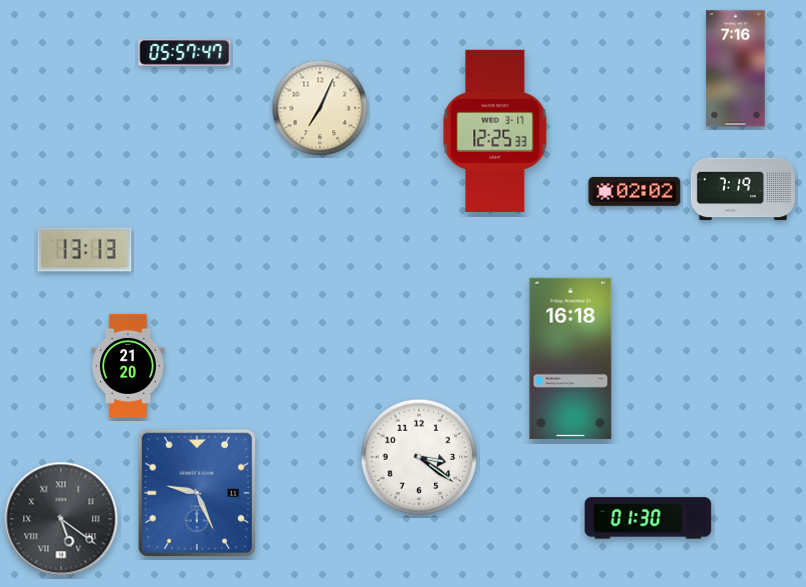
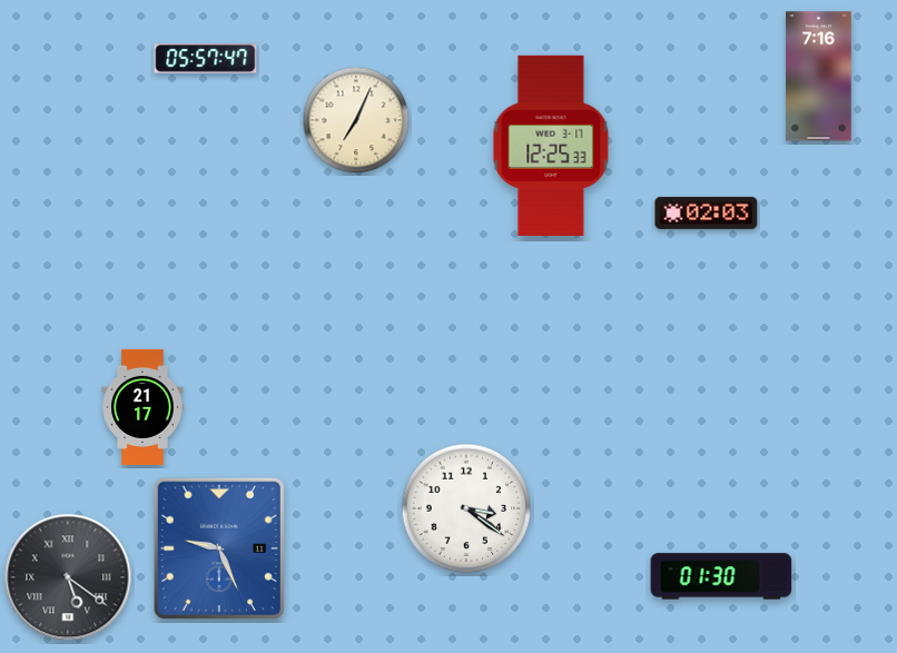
clock at (743, 189): 7:19 -> none
clock at (635, 191): 02:02 -> 02:03
clock at (85, 250): 13:13 -> none
clock at (571, 358): 16:18 -> none
clock at (128, 366): 21:20 -> 21:17
